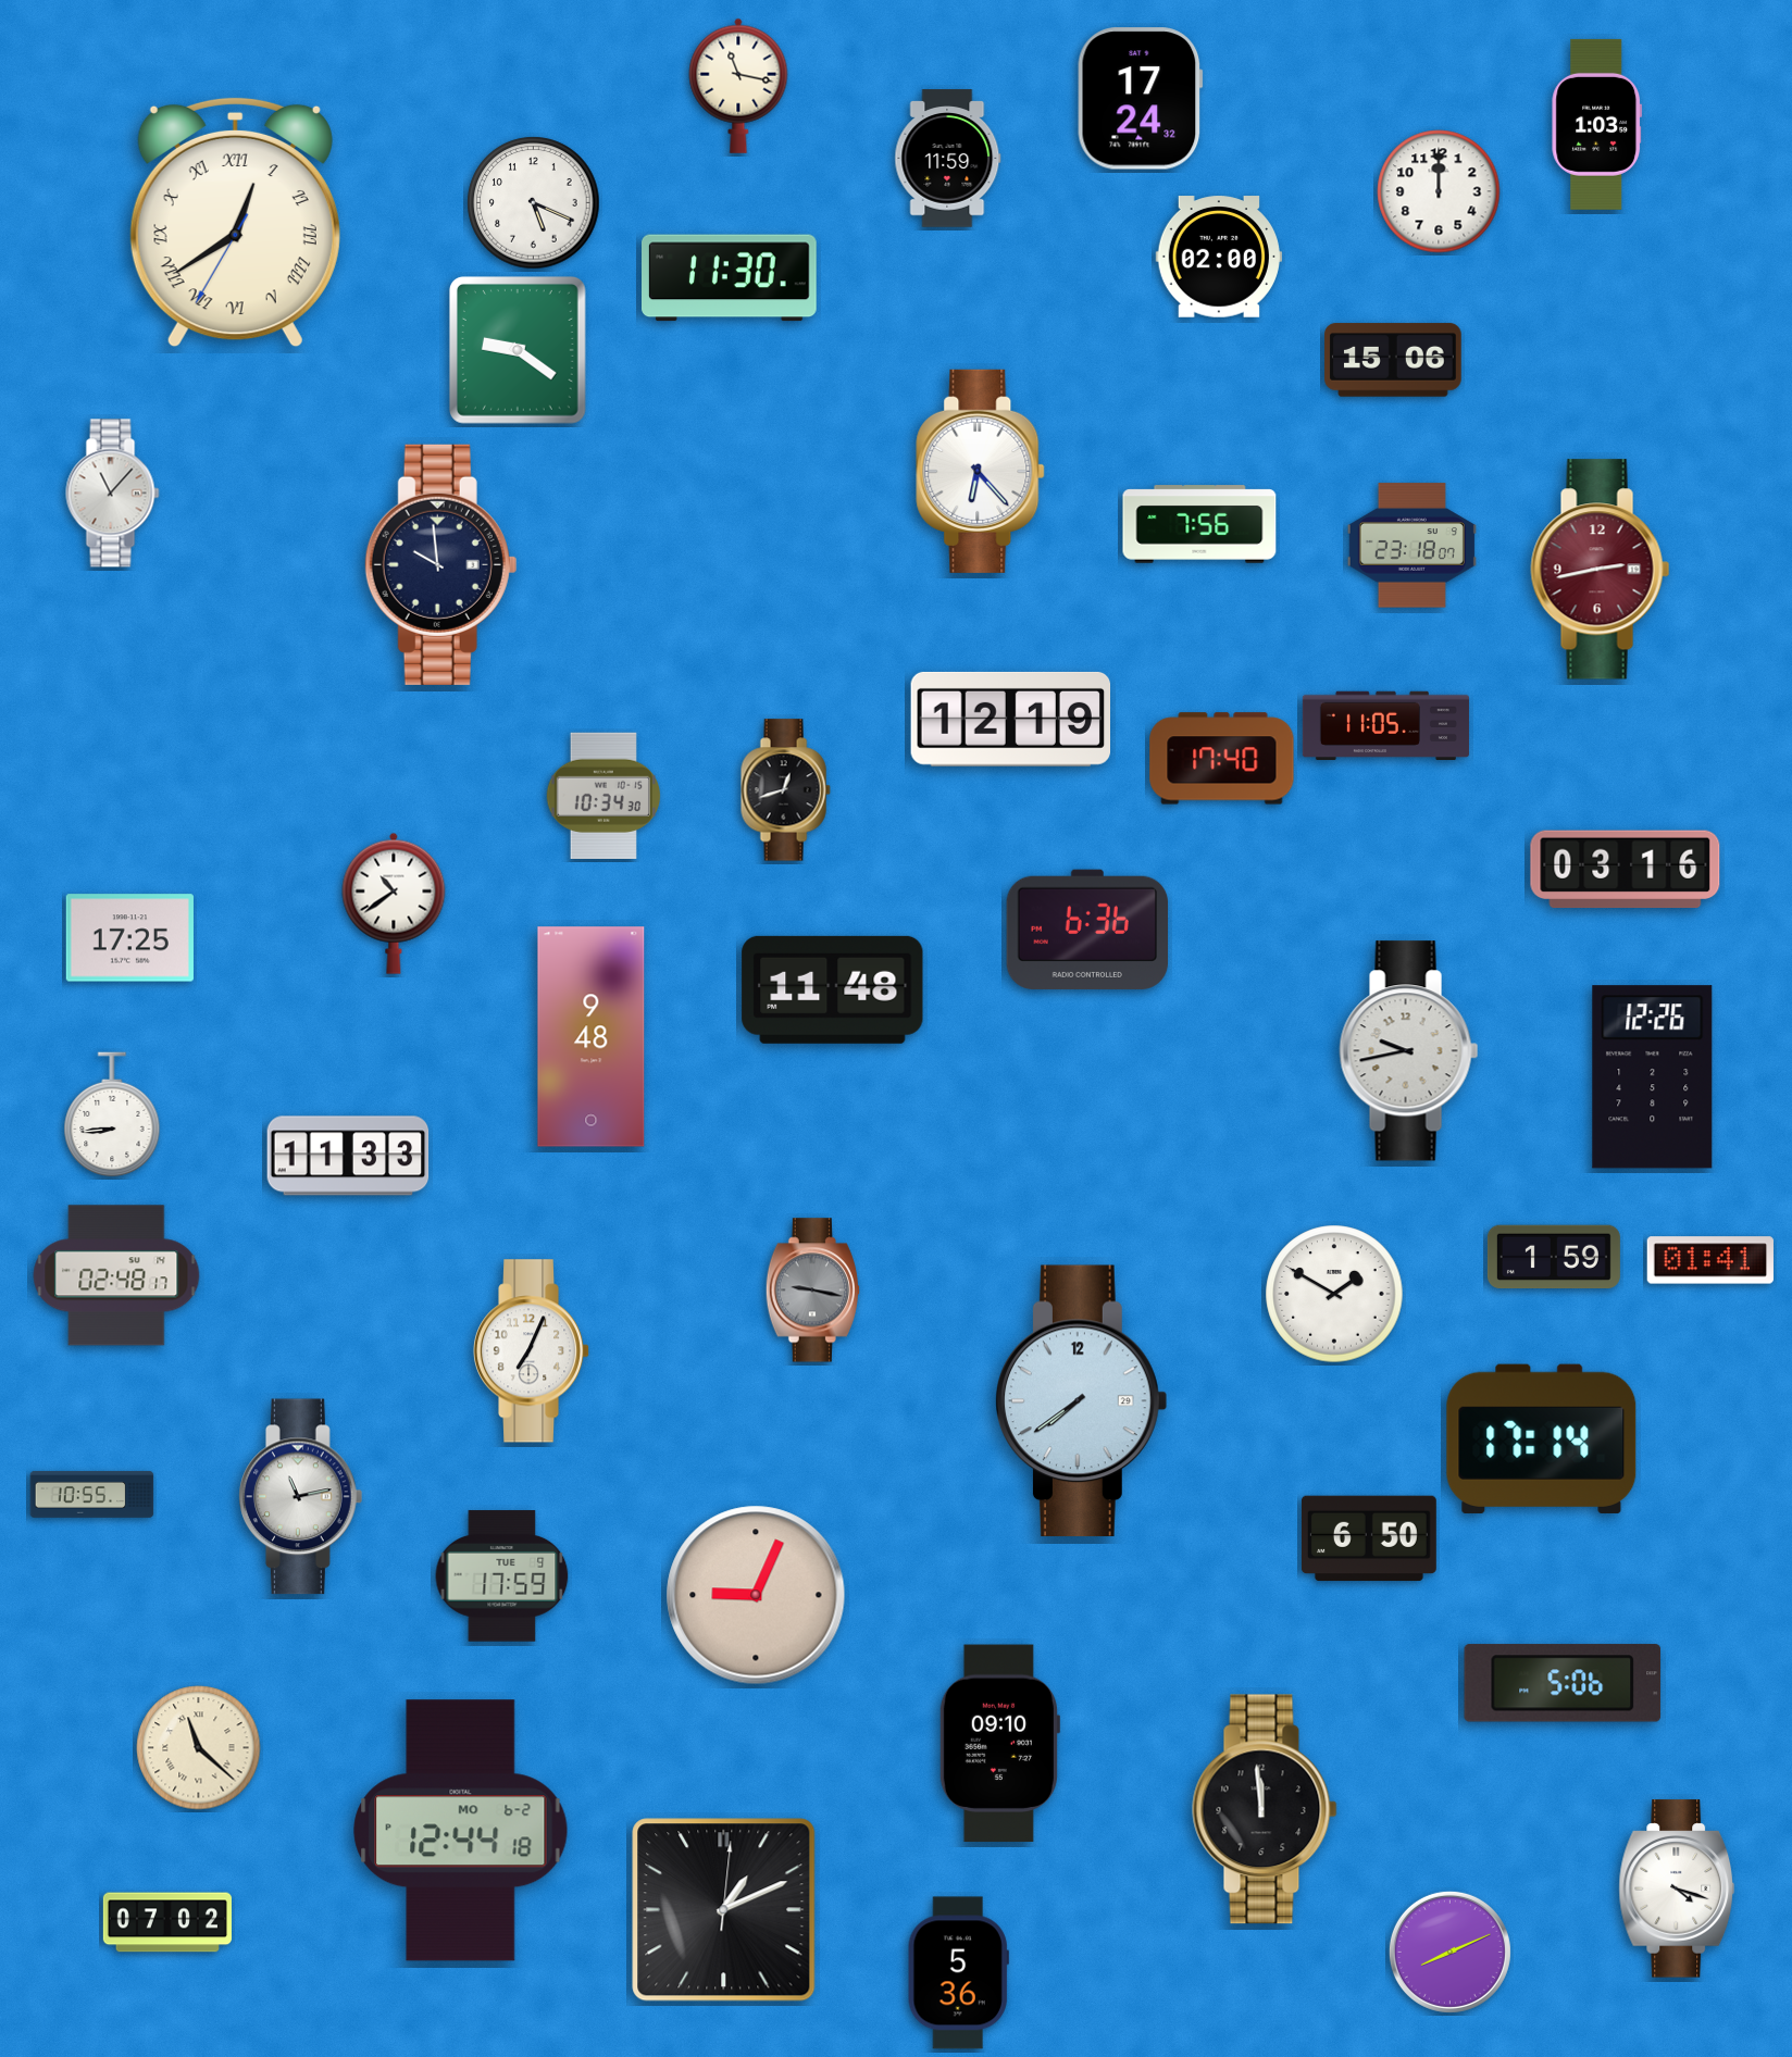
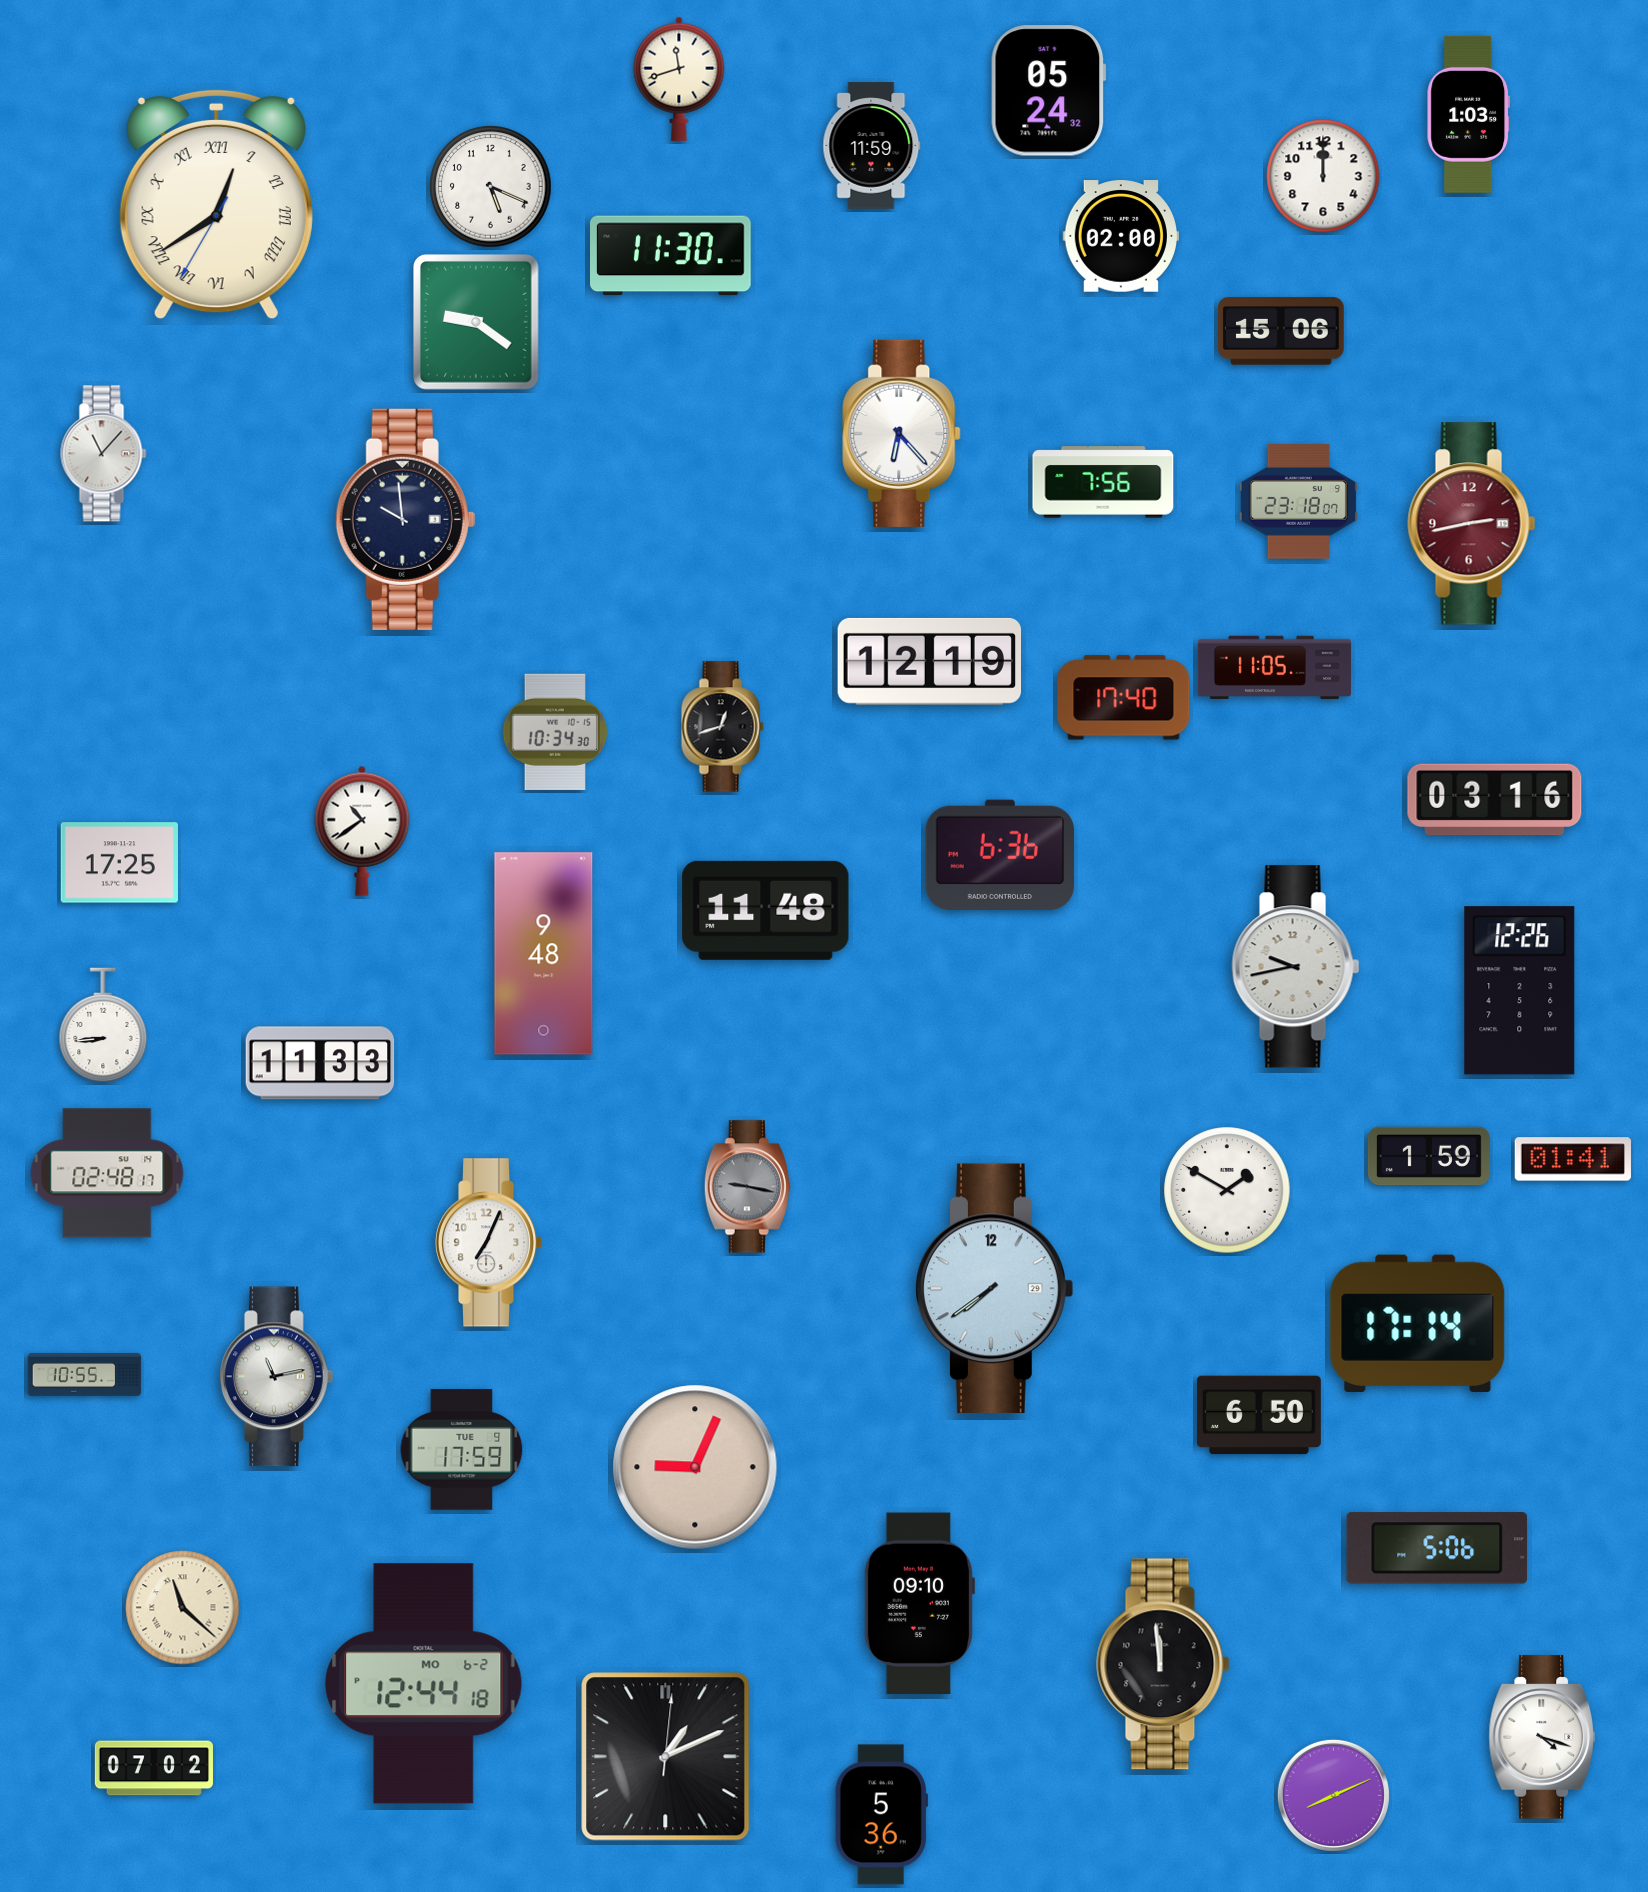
clock at (738, 86): 11:17 -> 11:42
clock at (1141, 99): 17:24 -> 05:24
